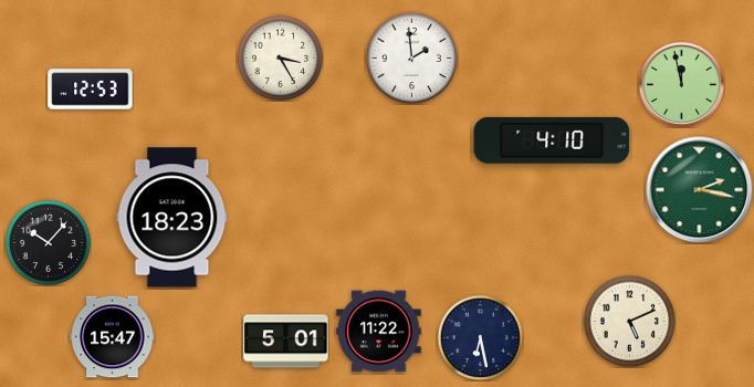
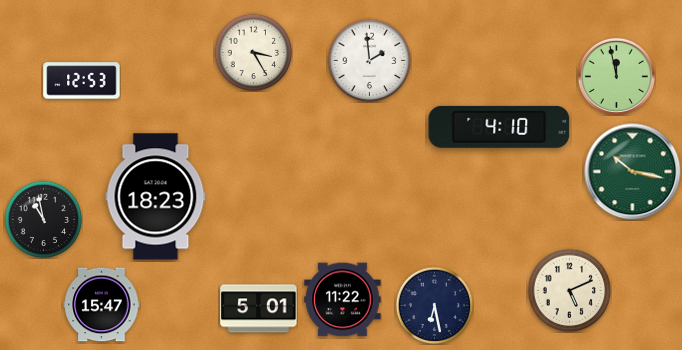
clock at (411, 57) position: (411, 57) -> (369, 60)
clock at (700, 190): 2:17 -> 10:17
clock at (48, 242): 10:07 -> 10:58
